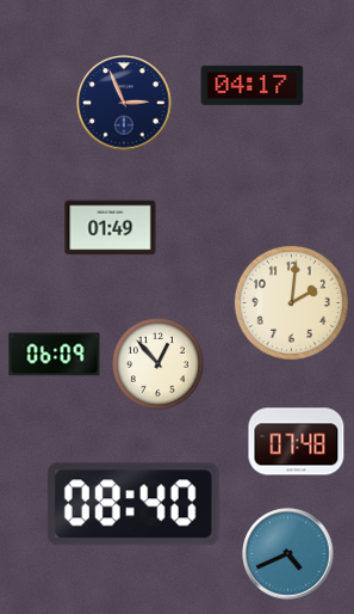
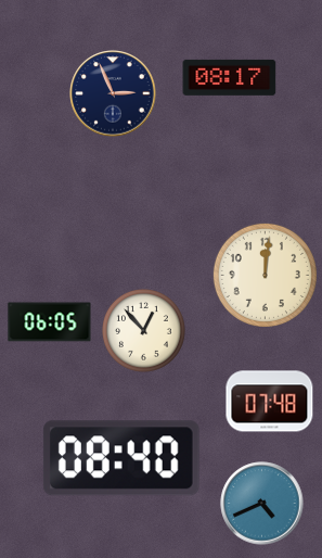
clock at (253, 85): 04:17 -> 08:17
clock at (111, 228): 01:49 -> none
clock at (291, 302): 2:01 -> 12:01
clock at (55, 355): 06:09 -> 06:05
